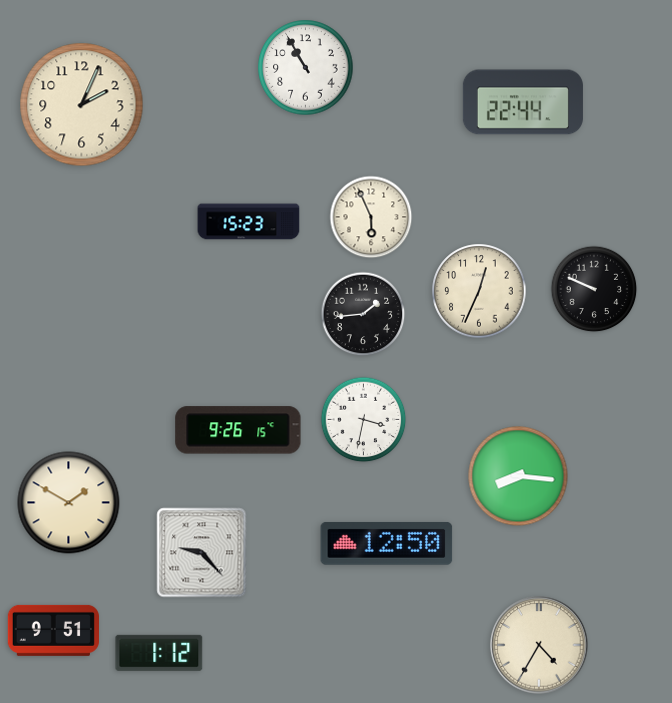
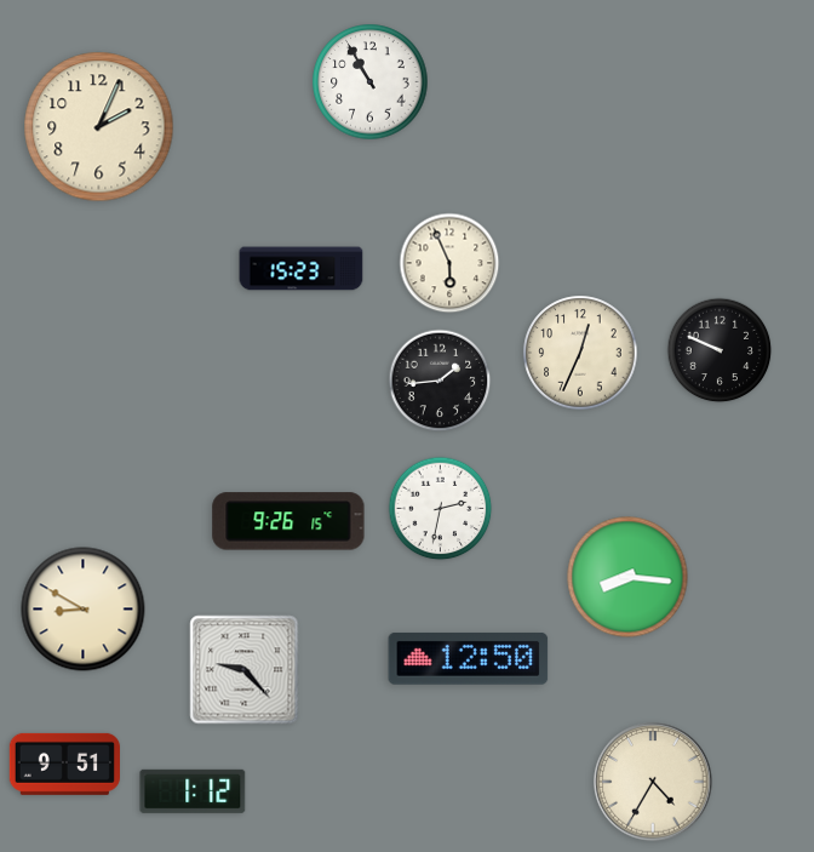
clock at (523, 102): 22:44 -> none
clock at (364, 420): 3:32 -> 2:32
clock at (69, 503): 1:50 -> 8:50
